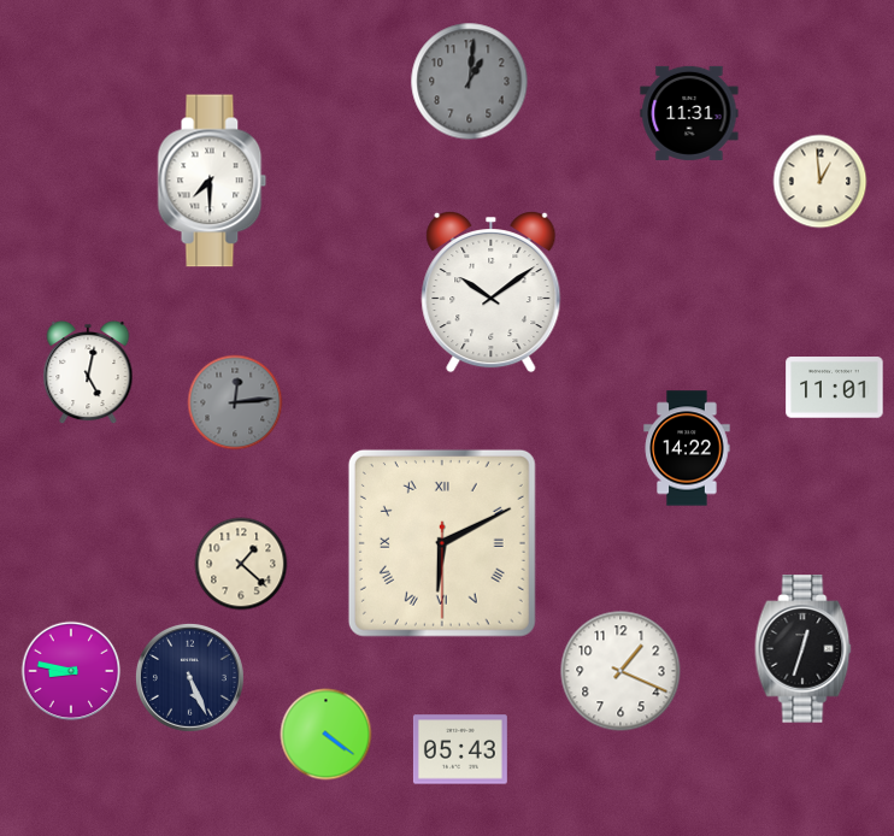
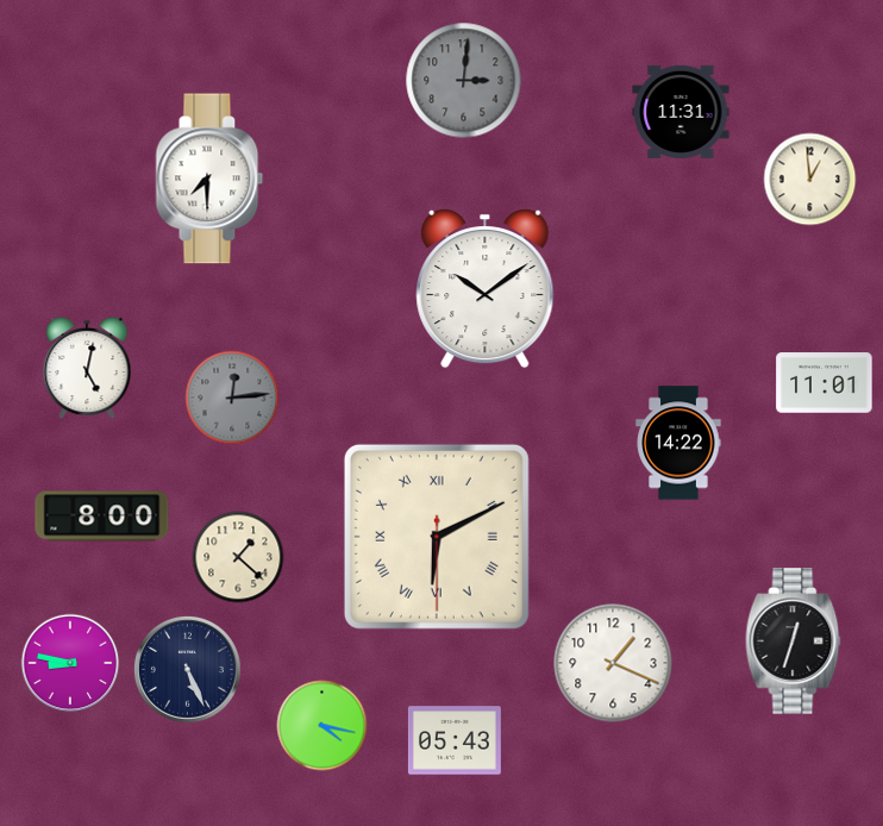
clock at (470, 82): 1:01 -> 3:01
clock at (102, 517): none -> 8:00
clock at (327, 735): 4:21 -> 4:17
